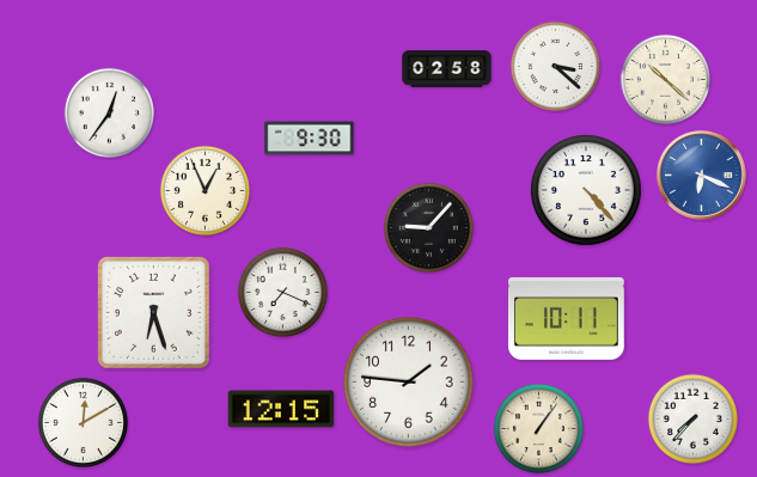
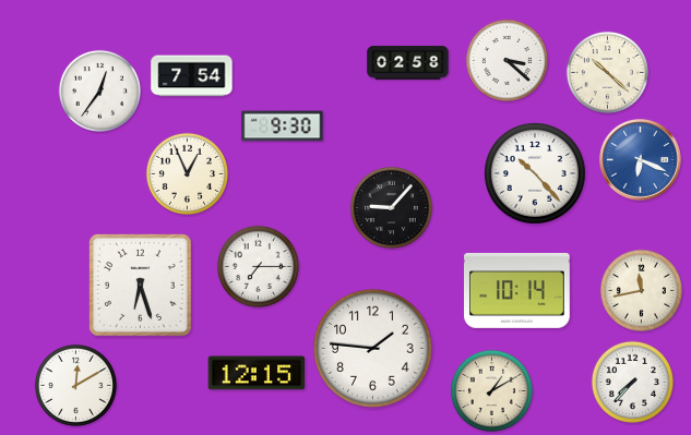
clock at (192, 76): none -> 7:54
clock at (109, 112) position: (109, 112) -> (99, 90)
clock at (586, 190): 4:23 -> 10:23
clock at (282, 292): 7:19 -> 7:15
clock at (567, 318): 10:11 -> 10:14
clock at (641, 290): none -> 11:43
clock at (538, 428): 1:06 -> 1:10
